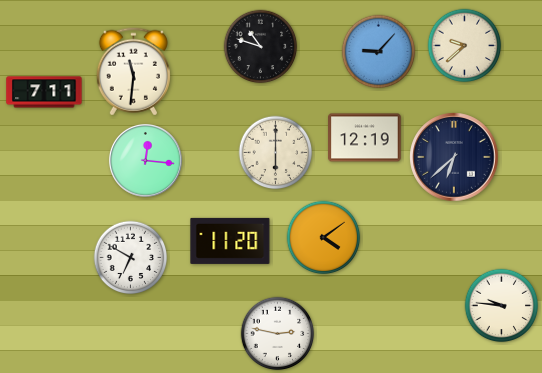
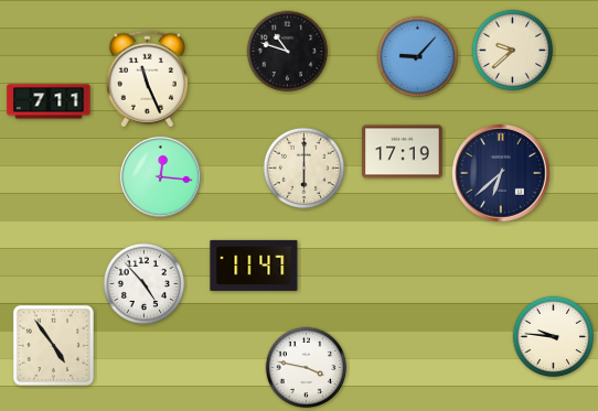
clock at (133, 72): 11:31 -> 11:26
clock at (365, 138): 12:19 -> 17:19
clock at (324, 238): 4:09 -> none
clock at (230, 241): 11:20 -> 11:47
clock at (131, 258): 6:50 -> 4:53
clock at (53, 345): none -> 4:54
clock at (278, 334): 2:47 -> 3:47
